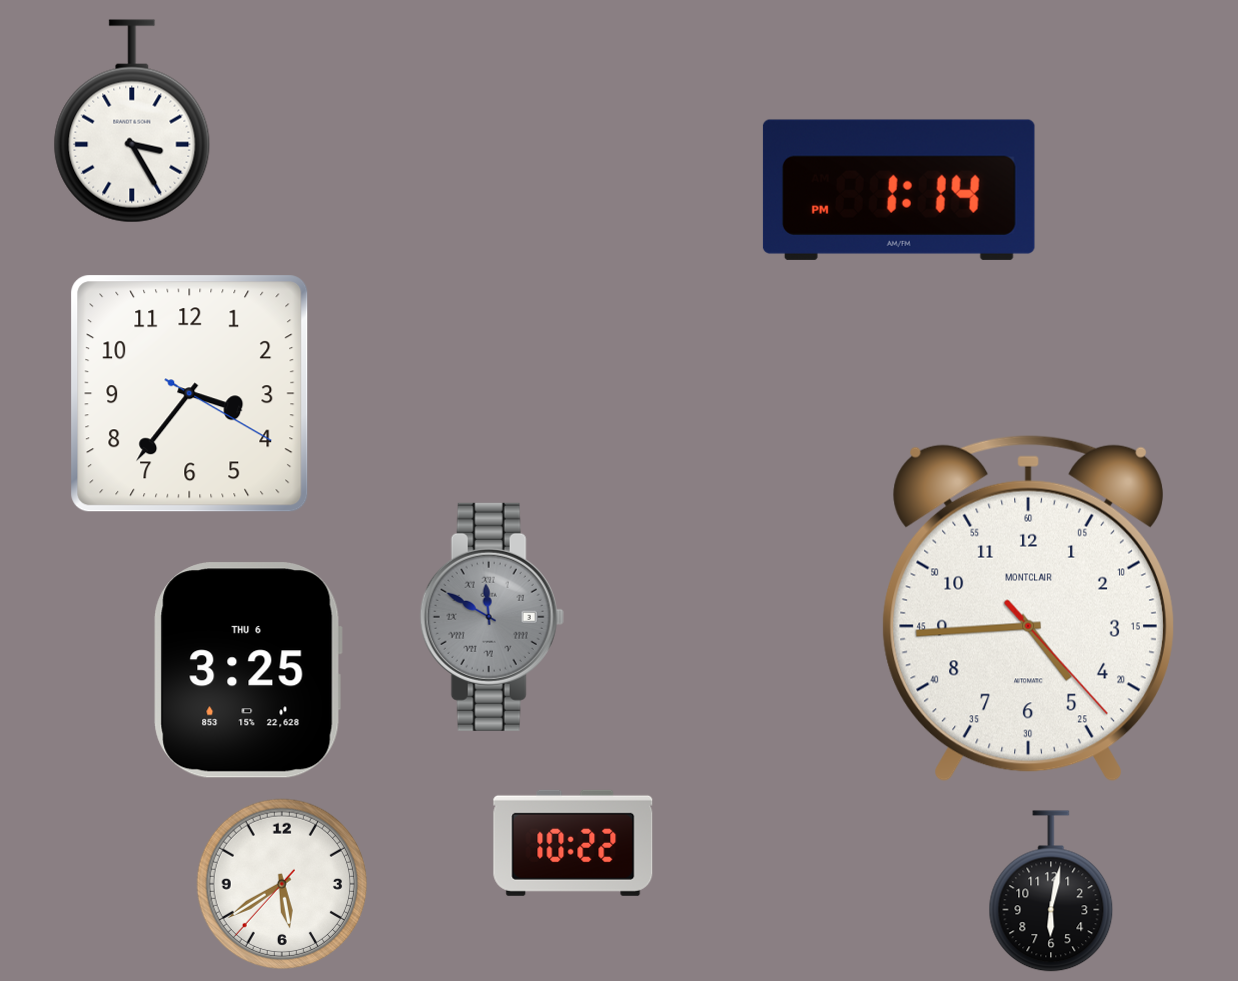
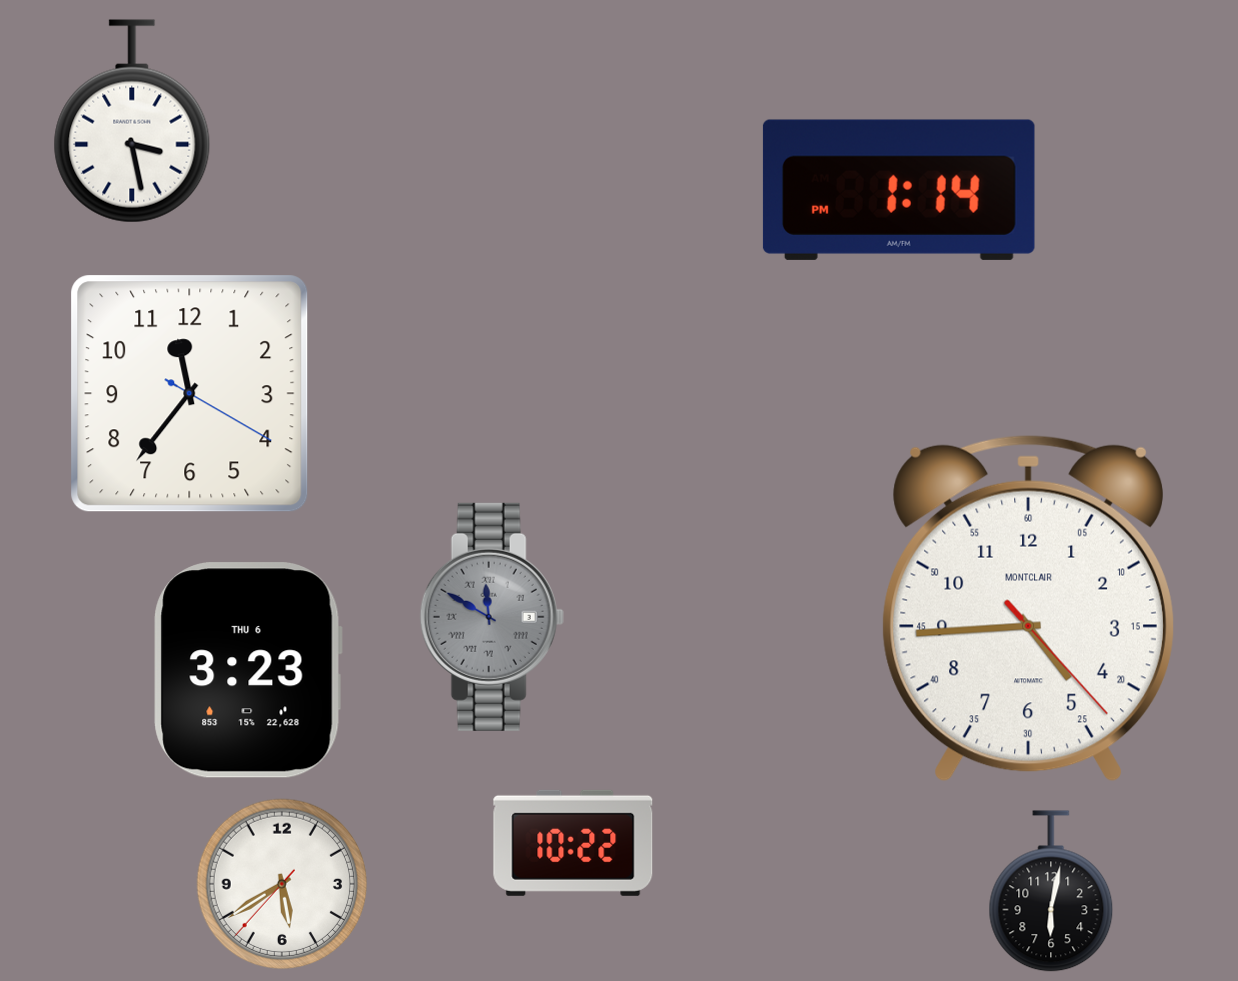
clock at (132, 121): 3:25 -> 3:28
clock at (190, 394): 3:36 -> 11:36
clock at (248, 670): 3:25 -> 3:23
